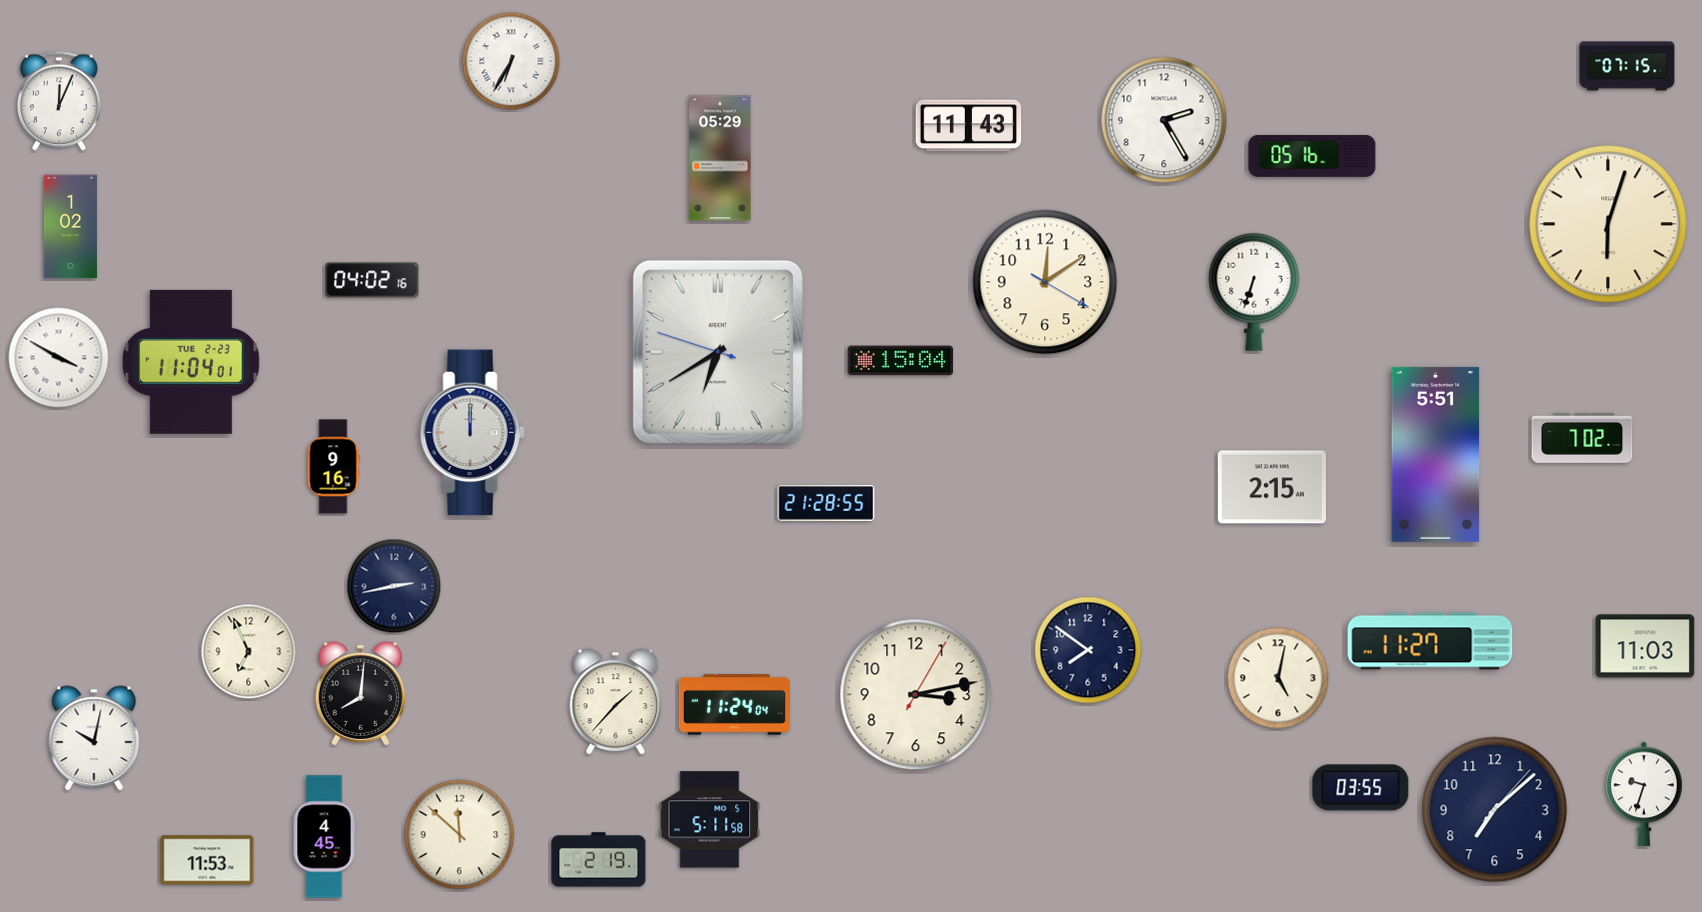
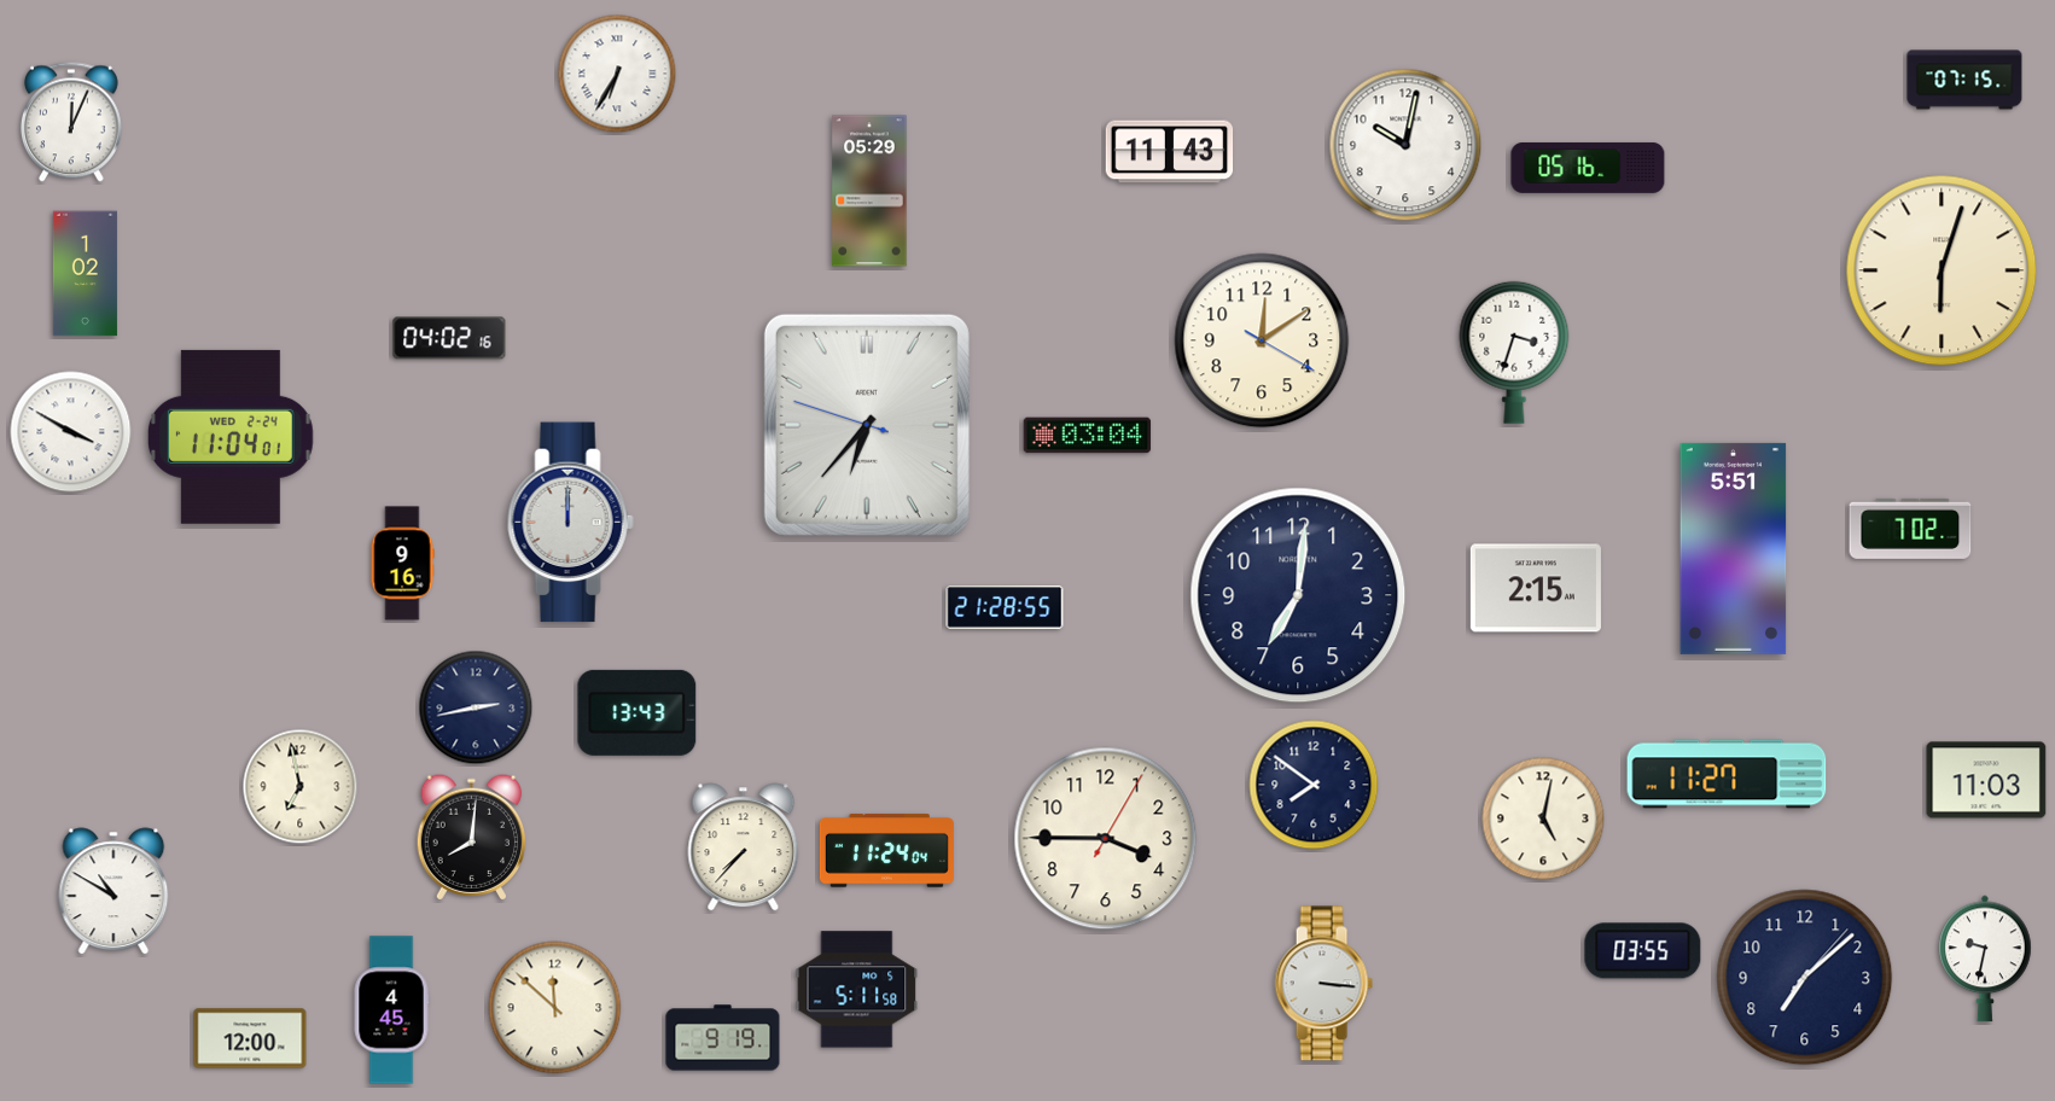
clock at (1164, 120): 2:25 -> 10:02
clock at (1312, 156) position: (1312, 156) -> (1588, 168)
clock at (1254, 292): 6:33 -> 3:33
clock at (718, 352): 6:39 -> 6:36
clock at (901, 361): 15:04 -> 03:04
clock at (191, 362) date: TUE 2-23 -> WED 2-24
clock at (1298, 595): none -> 7:01
clock at (826, 504) position: (826, 504) -> (1005, 608)
clock at (638, 712): none -> 13:43
clock at (249, 652): 6:56 -> 6:58
clock at (361, 694) position: (361, 694) -> (472, 838)
clock at (916, 695): 3:13 -> 3:45
clock at (616, 702): 1:37 -> 7:37
clock at (94, 738): 10:02 -> 10:50
clock at (1644, 794): 9:33 -> 9:32
clock at (1323, 984): none -> 3:16
clock at (207, 860): 11:53 -> 12:00
clock at (599, 860): 2:19 -> 9:19
